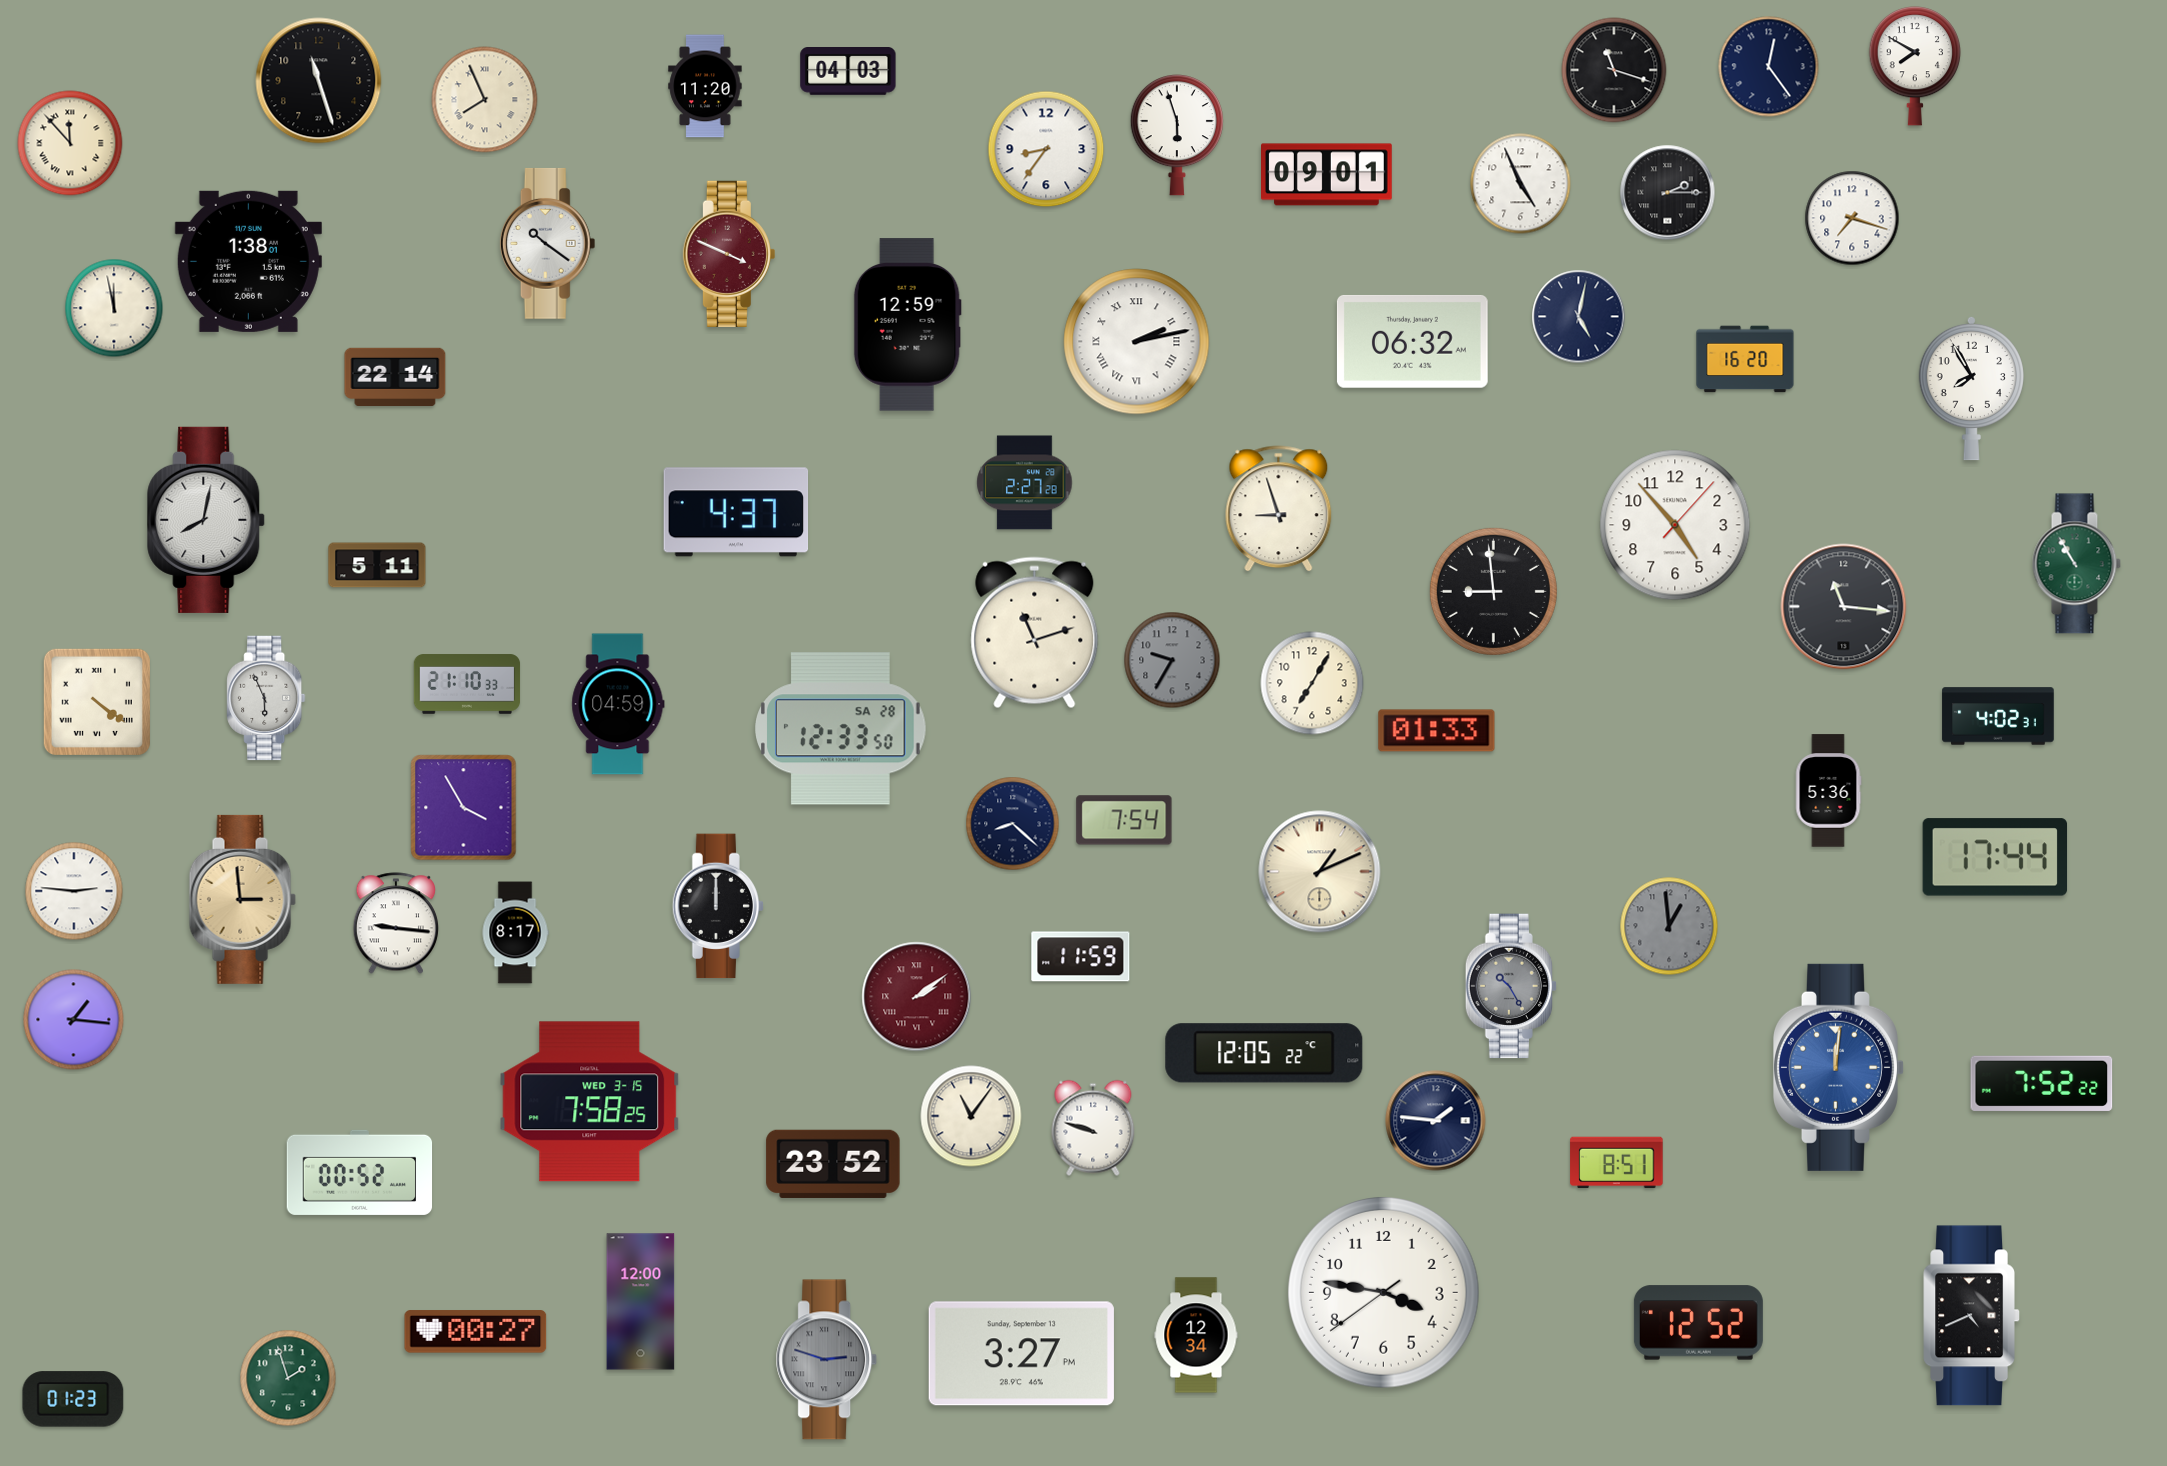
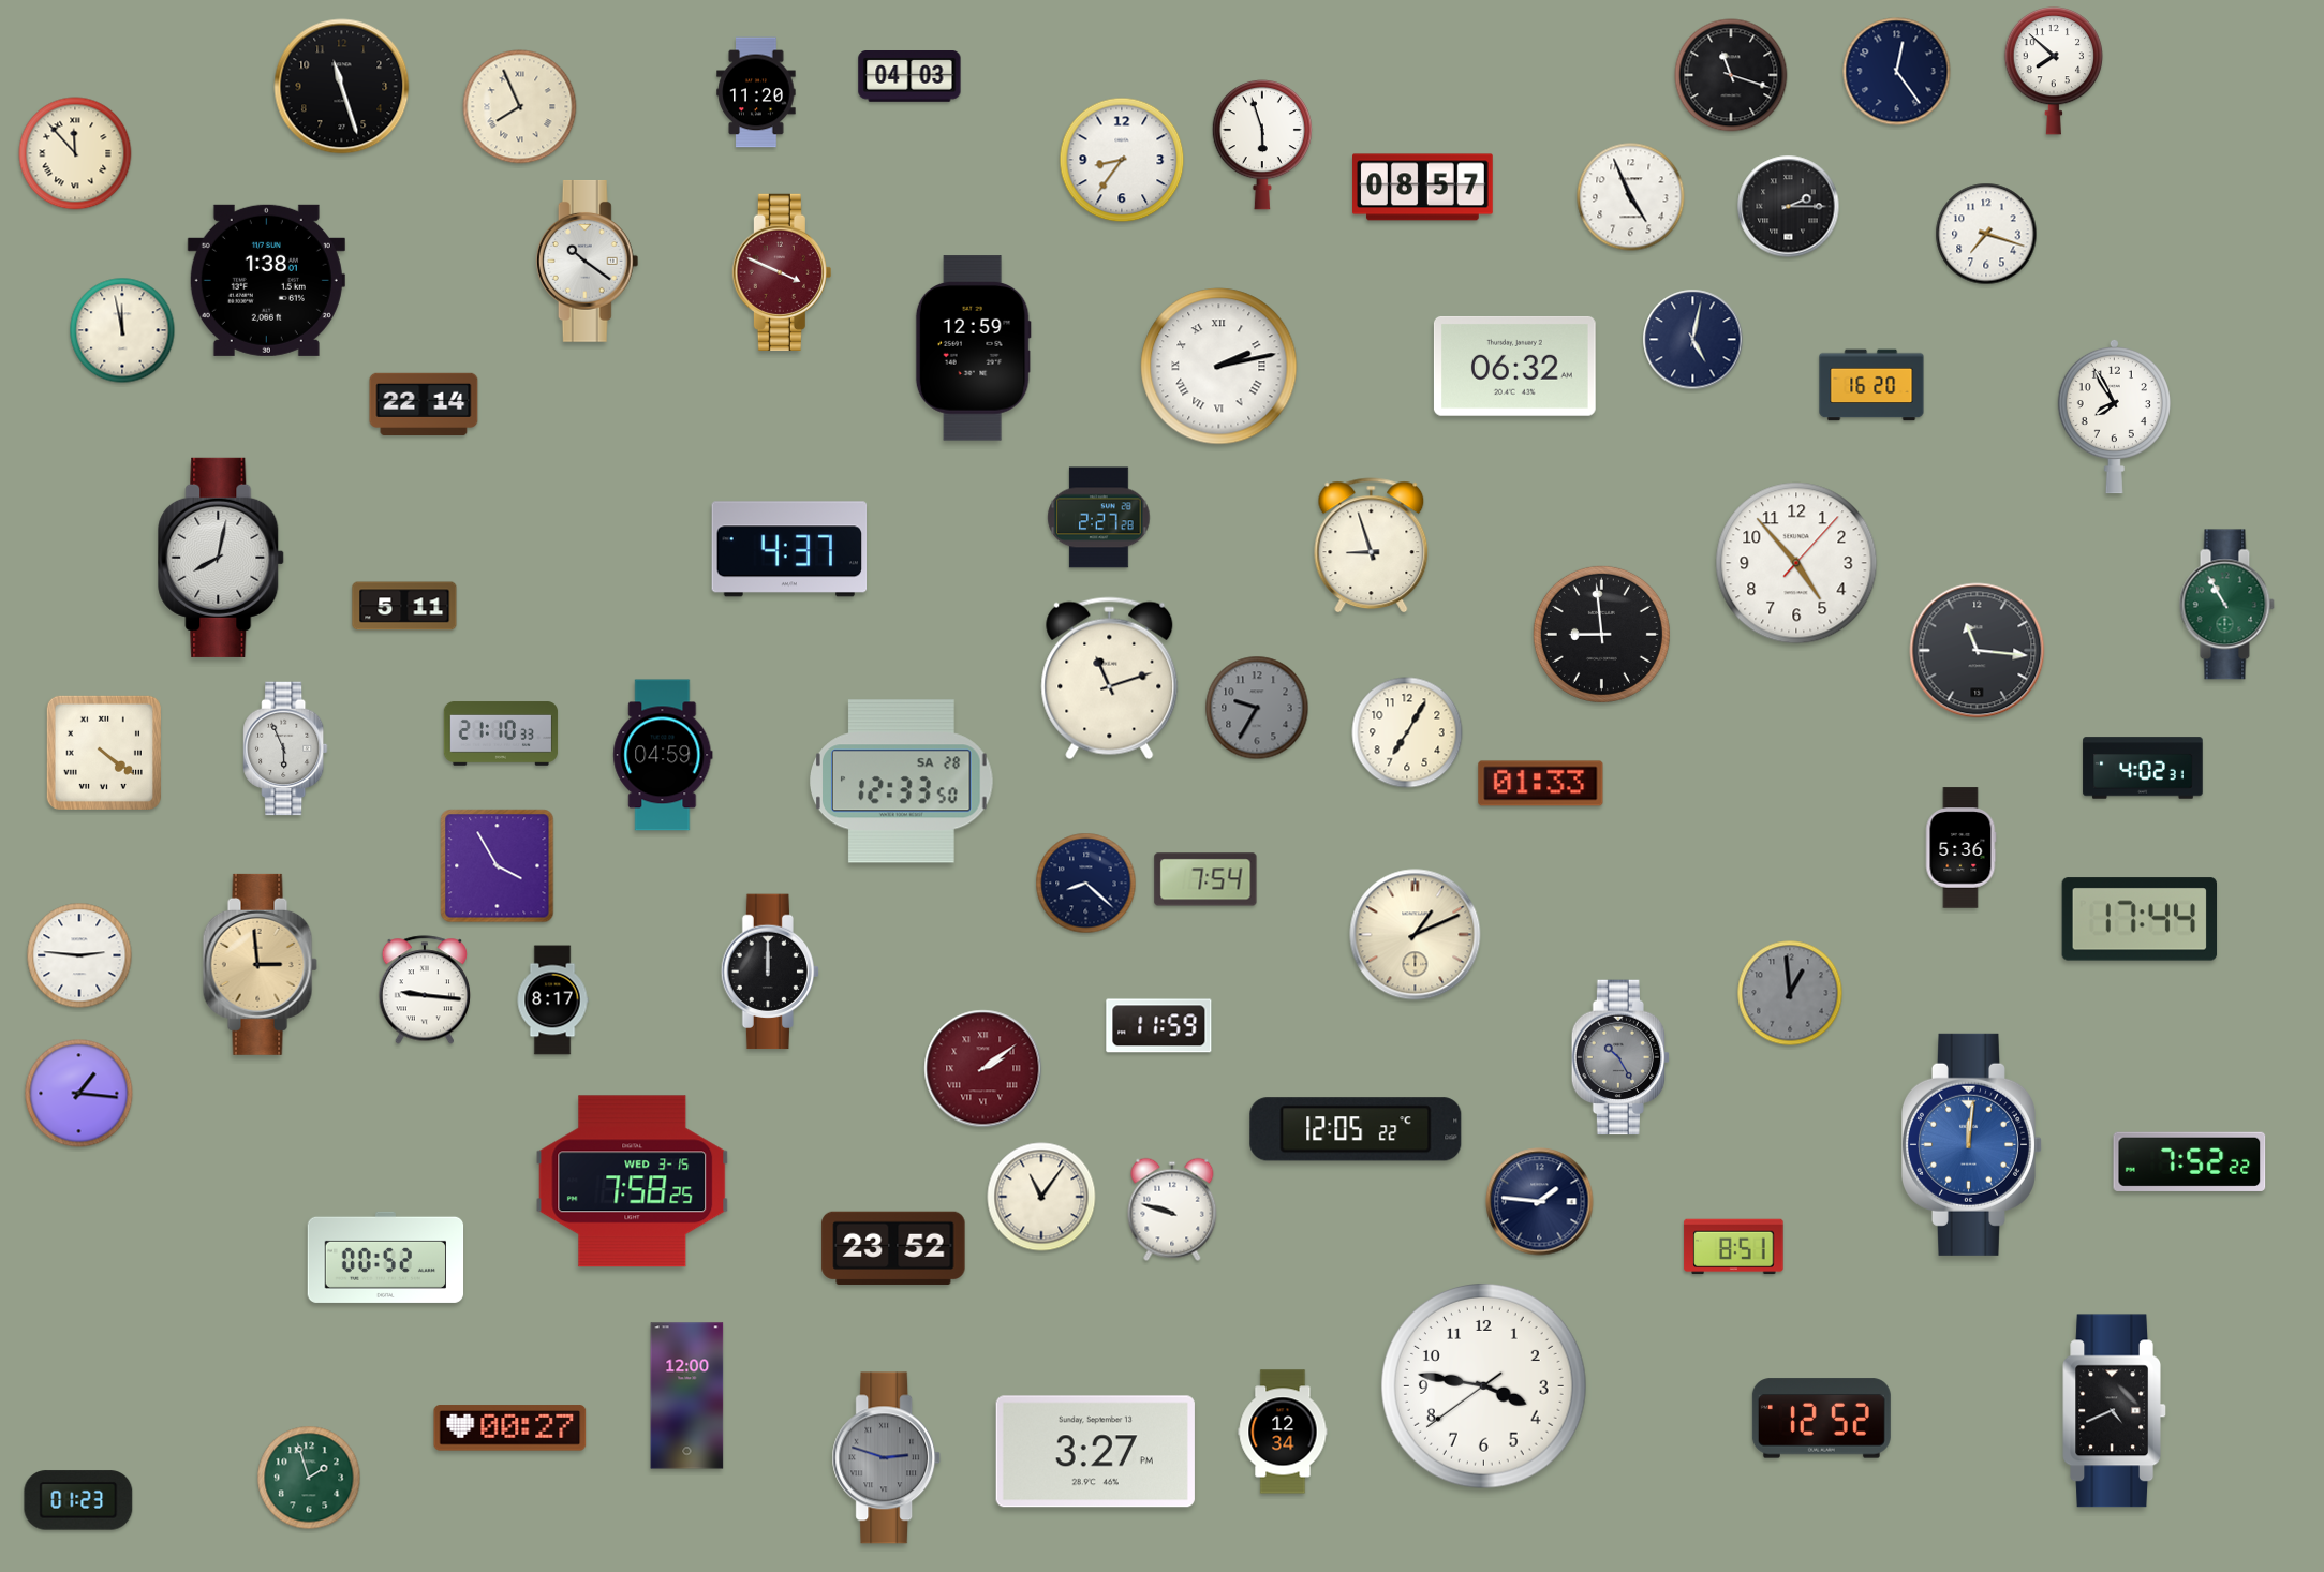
clock at (1914, 67): 7:50 -> 7:52
clock at (1327, 175): 09:01 -> 08:57
